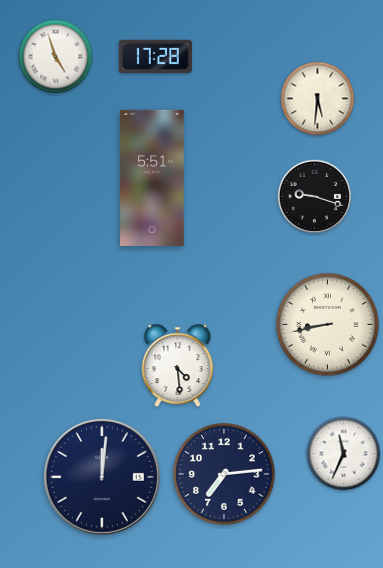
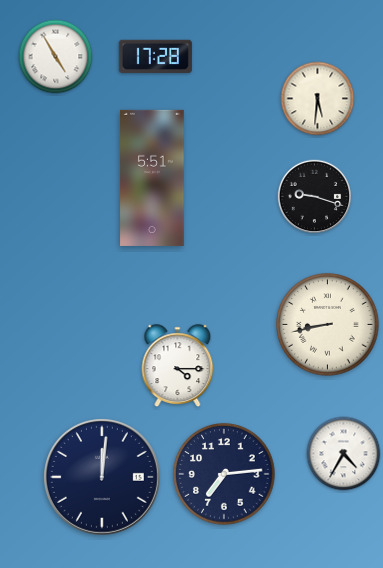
clock at (56, 57): 4:57 -> 4:55
clock at (178, 366): 4:29 -> 4:15
clock at (344, 454): 11:34 -> 4:35
